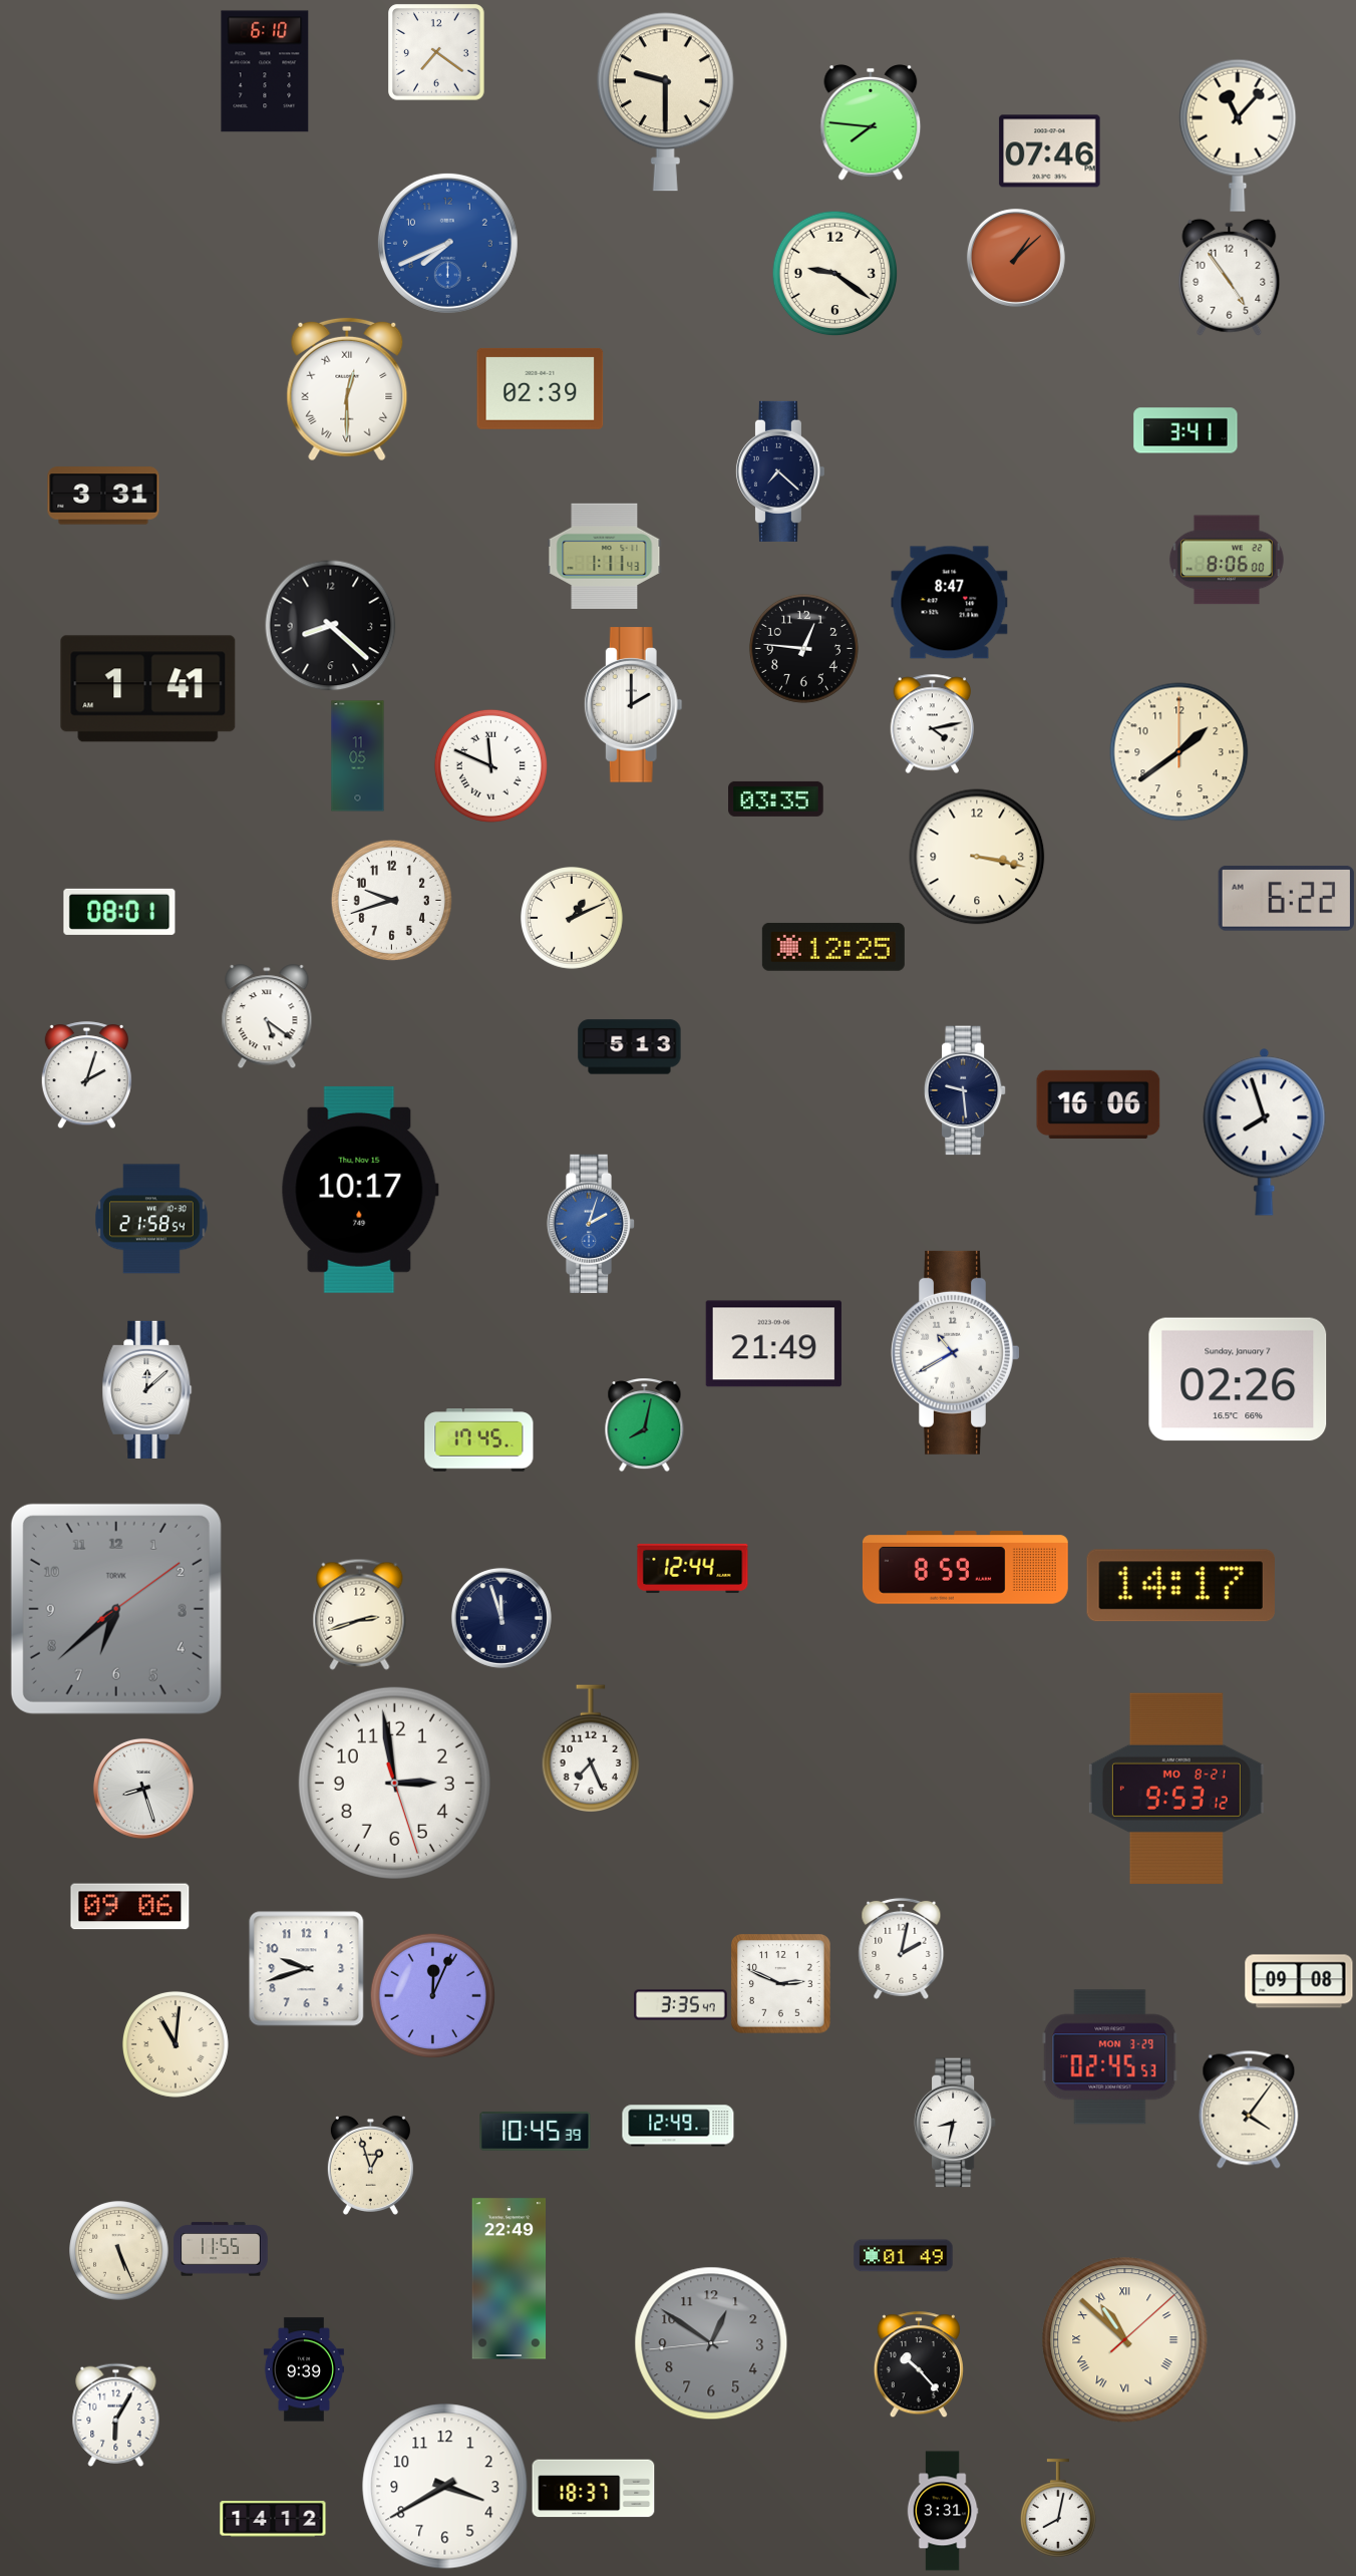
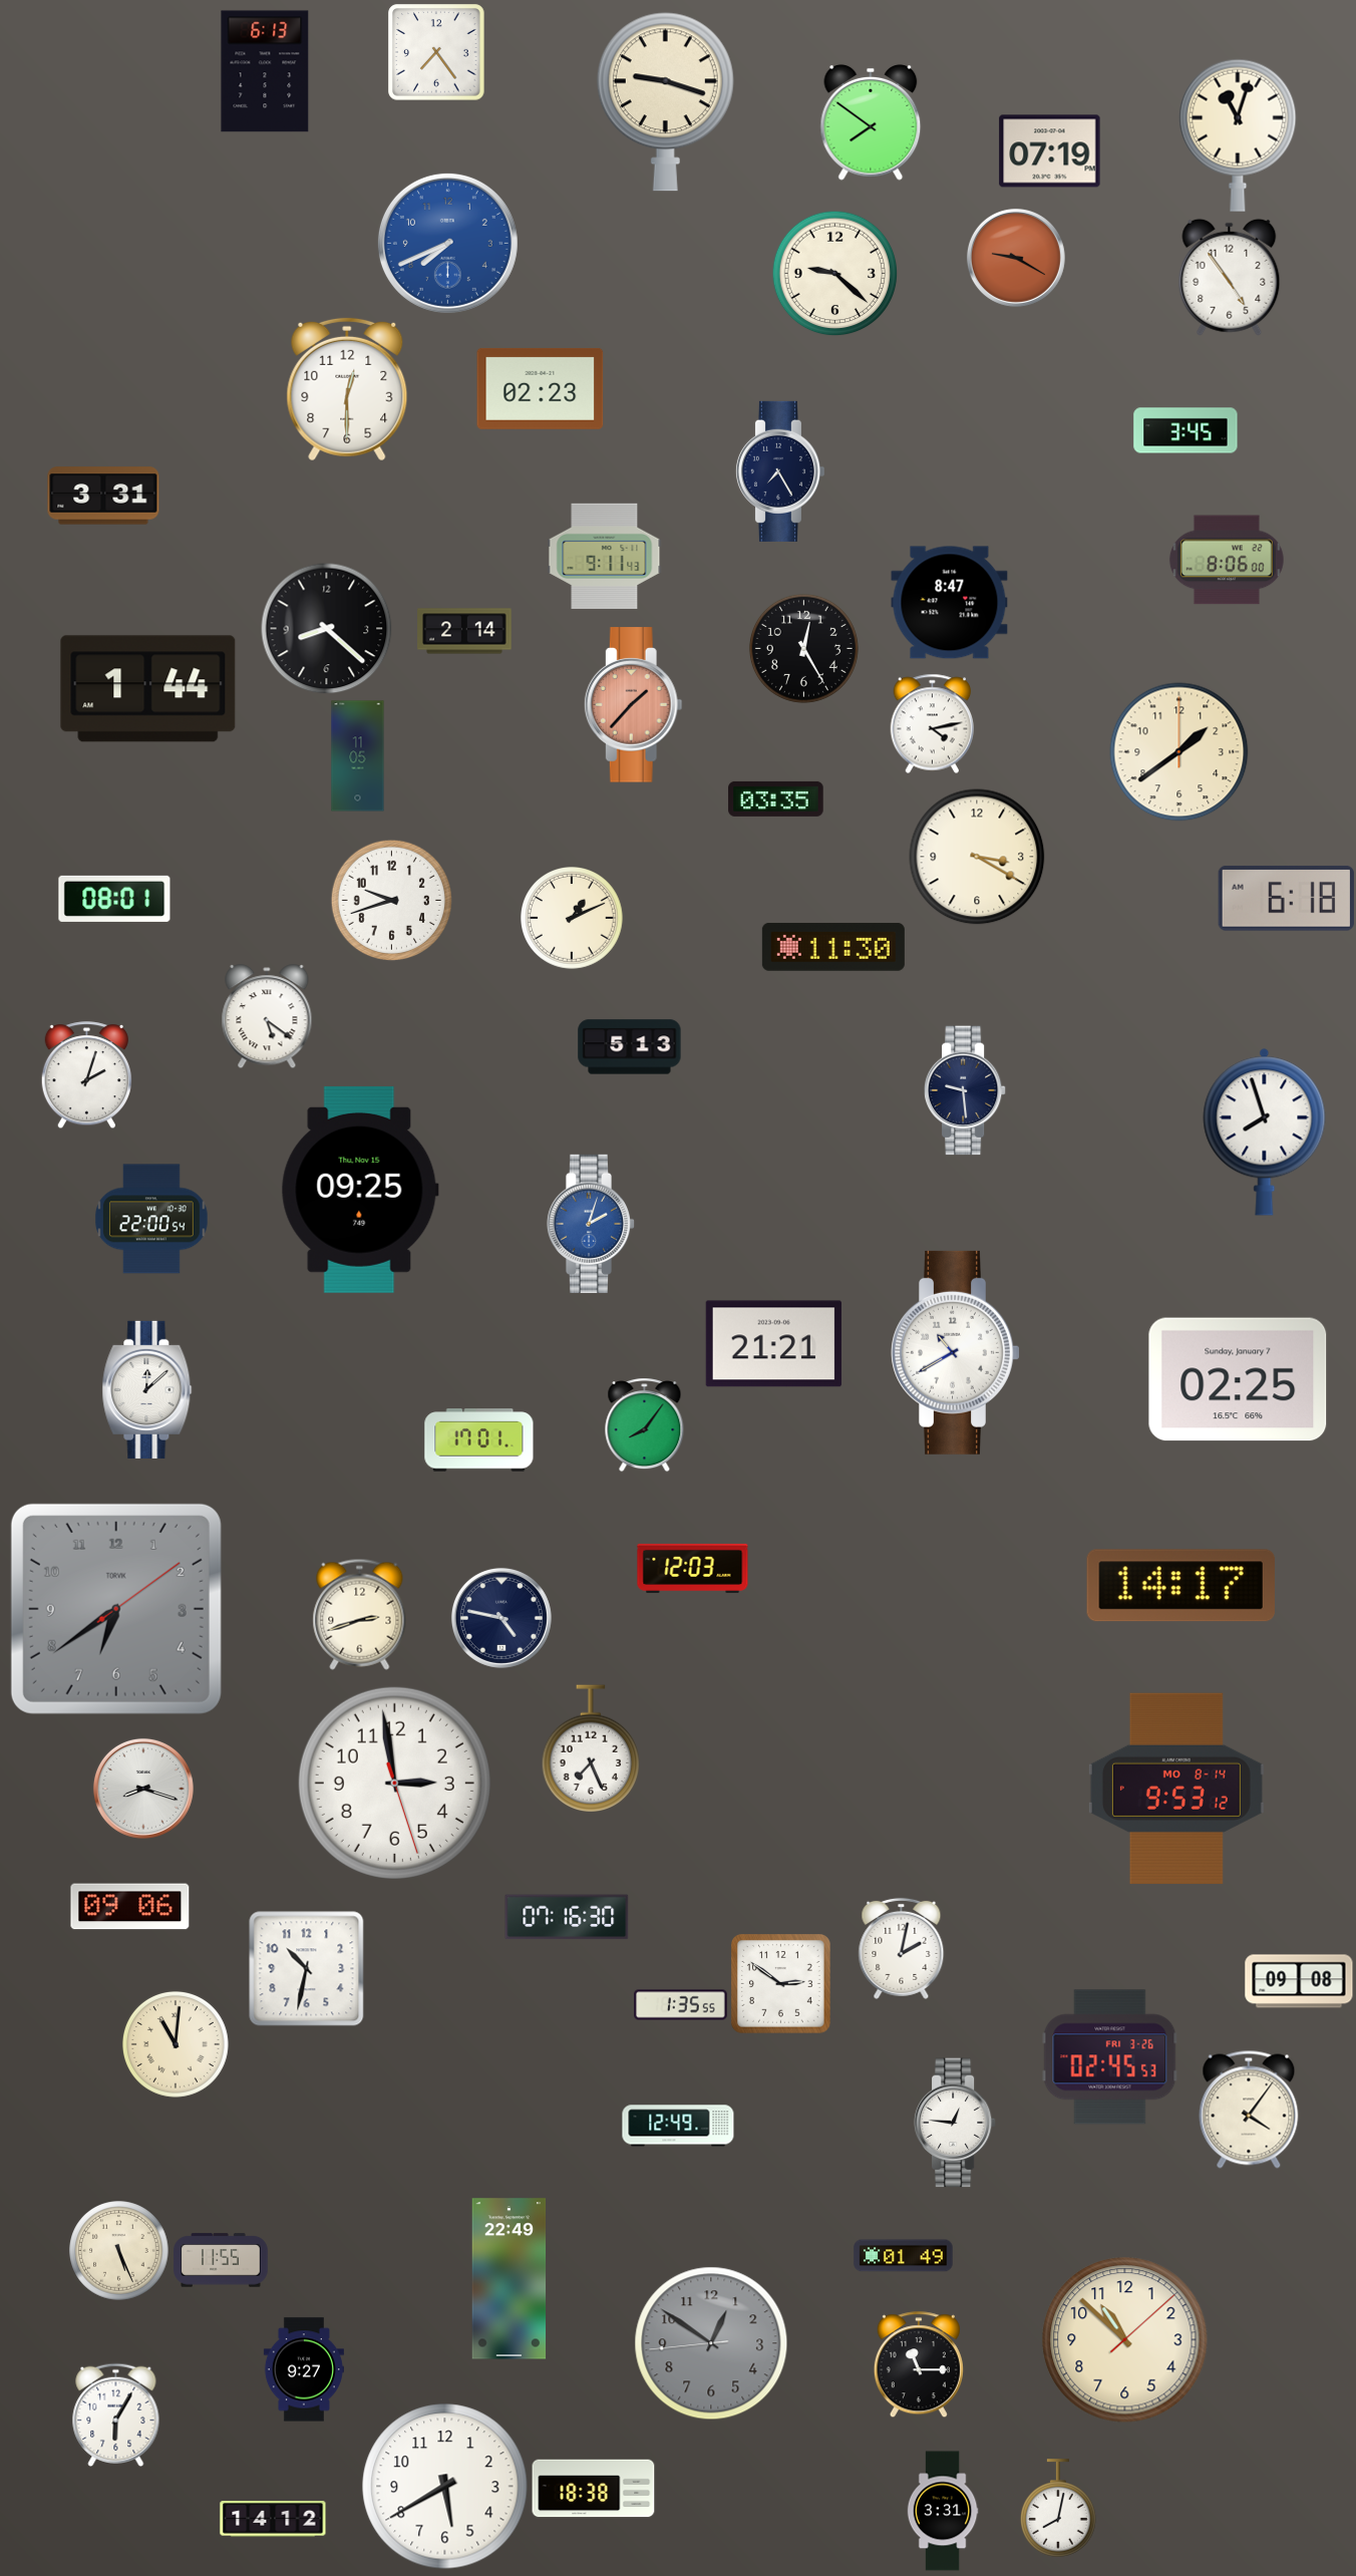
clock at (436, 52): 7:21 -> 7:24
clock at (265, 71): 6:10 -> 6:13
clock at (665, 102): 9:30 -> 9:18
clock at (871, 122): 7:46 -> 7:51
clock at (1238, 135): 11:07 -> 11:03
clock at (1050, 151): 07:46 -> 07:19
clock at (1016, 258): 1:08 -> 9:20
clock at (834, 273): 9:21 -> 9:22
clock at (541, 388): 02:39 -> 02:23
clock at (347, 389) numerals: Roman -> Arabic
clock at (1185, 430): 3:41 -> 3:45
clock at (779, 471): 7:22 -> 7:25
clock at (605, 556): 1:11 -> 9:11
clock at (331, 626) position: (331, 626) -> (327, 629)
clock at (464, 631): none -> 2:14
clock at (803, 648): 12:46 -> 12:25
clock at (148, 689): 1:41 -> 1:44
clock at (633, 705): 2:00 -> 1:37
clock at (633, 705) dial: white -> salmon
clock at (490, 765): 11:49 -> none
clock at (977, 857): 3:17 -> 3:20
clock at (1286, 899): 6:22 -> 6:18
clock at (119, 912) position: (119, 912) -> (114, 899)
clock at (833, 947): 12:25 -> 11:30
clock at (1098, 1104): 16:06 -> none
clock at (360, 1190): 10:17 -> 09:25
clock at (151, 1219): 21:58 -> 22:00
clock at (773, 1344): 21:49 -> 21:21
clock at (1238, 1379): 02:26 -> 02:25
clock at (645, 1424): 8:02 -> 8:06
clock at (479, 1440): 17:45 -> 17:01
clock at (693, 1568): 12:44 -> 12:03
clock at (965, 1568): 8:59 -> none
clock at (116, 1609): 6:38 -> 6:39
clock at (501, 1618): 11:57 -> 4:47
clock at (1176, 1788) date: MO 8-21 -> MO 8-14
clock at (143, 1789): 8:27 -> 8:18
clock at (567, 1917): none -> 07:16
clock at (307, 1969): 9:42 -> 10:32
clock at (781, 1984): 2:49 -> 2:51
clock at (432, 1995): 12:04 -> none
clock at (681, 2005): 3:35 -> 1:35
clock at (1110, 2057) date: MON 3-29 -> FRI 3-26
clock at (955, 2123): 8:32 -> 12:46
clock at (536, 2132): 10:45 -> none
clock at (370, 2165): 12:57 -> none
clock at (221, 2249) position: (221, 2249) -> (221, 2260)
clock at (1125, 2340) numerals: Roman -> Arabic
clock at (919, 2364): 10:23 -> 11:15
clock at (304, 2369): 9:39 -> 9:27
clock at (445, 2487): 3:40 -> 5:40
clock at (594, 2489): 18:37 -> 18:38
